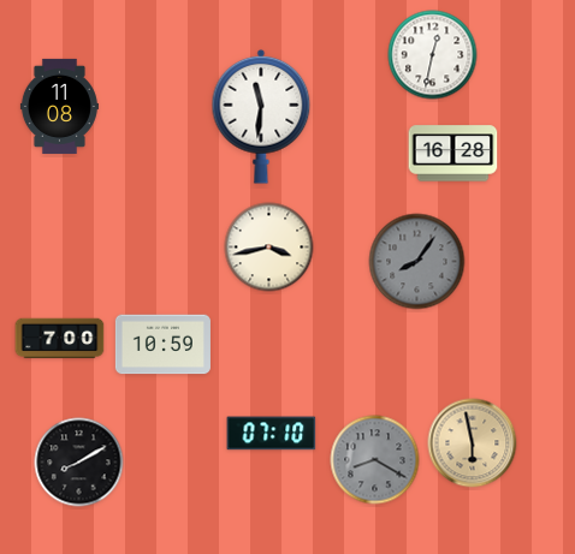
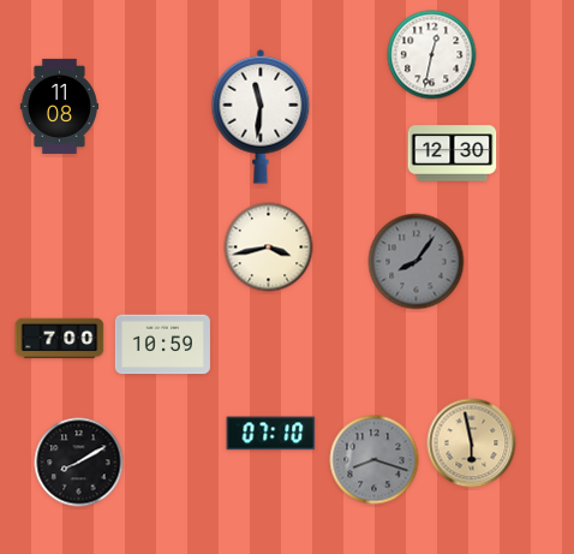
clock at (454, 154): 16:28 -> 12:30
clock at (375, 460): 8:20 -> 8:18
